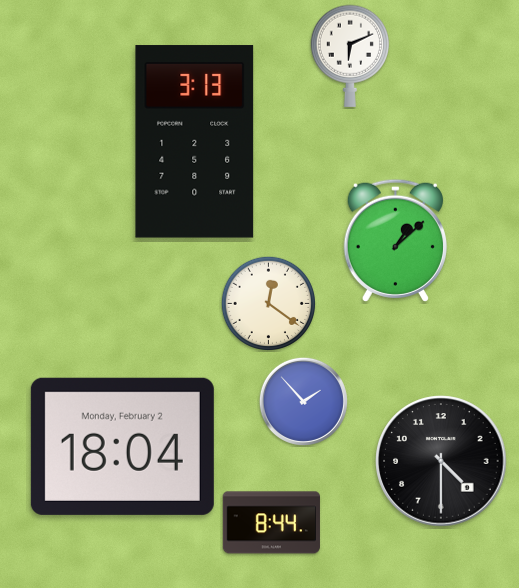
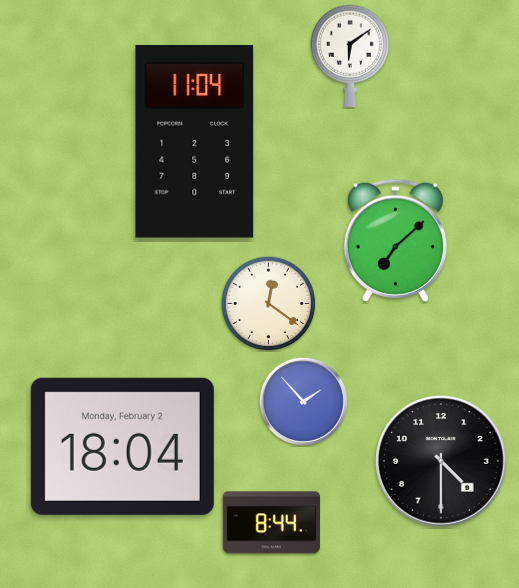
clock at (349, 56): 6:11 -> 6:09
clock at (195, 142): 3:13 -> 11:04
clock at (395, 240): 1:08 -> 7:08
